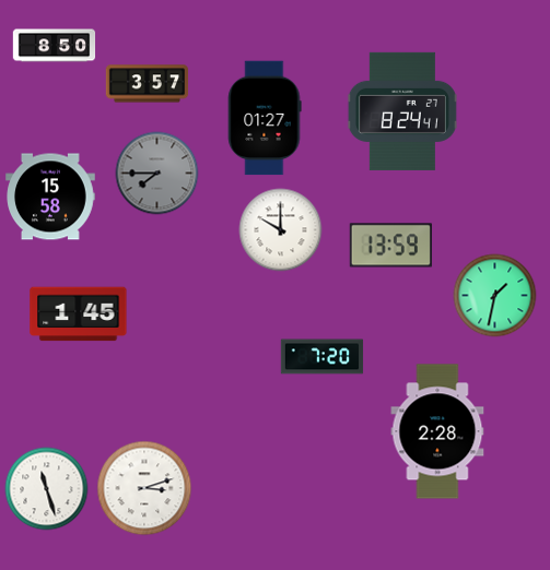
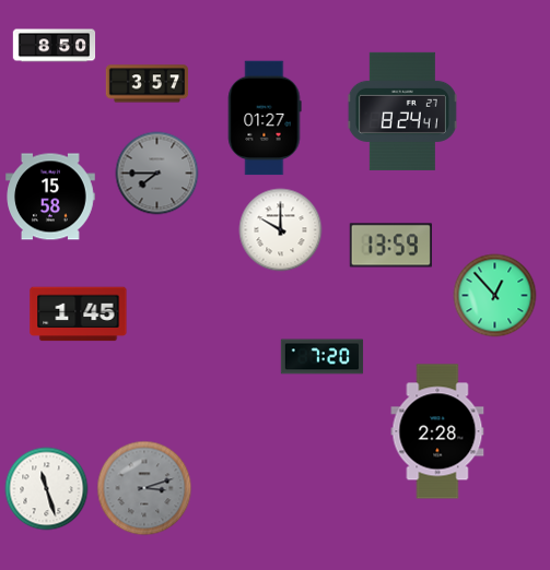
clock at (495, 296): 1:32 -> 12:53
clock at (144, 488) dial: white -> grey
